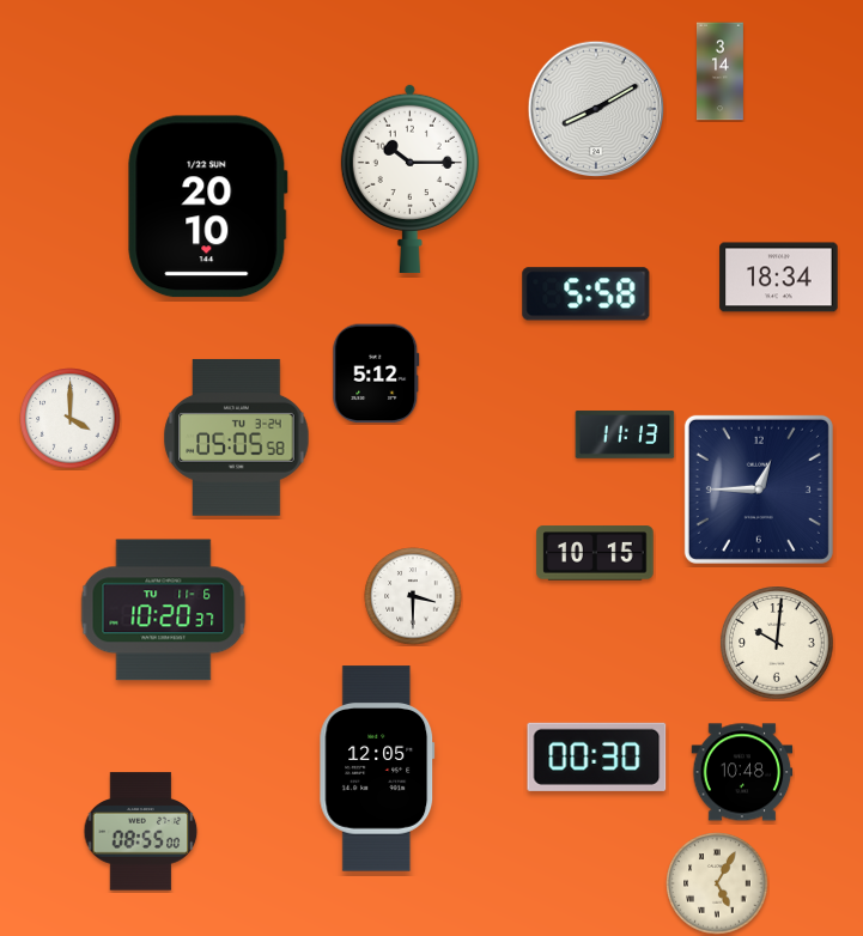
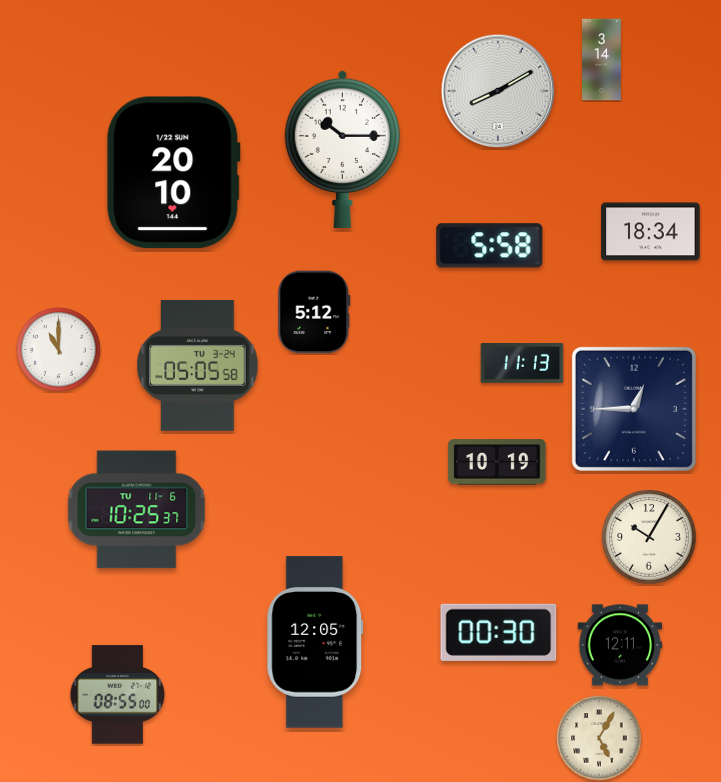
clock at (71, 419): 4:00 -> 11:00
clock at (595, 553): 10:15 -> 10:19
clock at (413, 596): 3:30 -> none
clock at (164, 610): 10:20 -> 10:25
clock at (777, 643): 10:01 -> 10:05
clock at (742, 772): 10:48 -> 12:11
